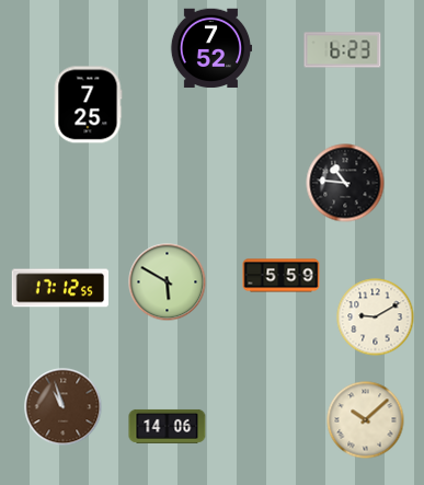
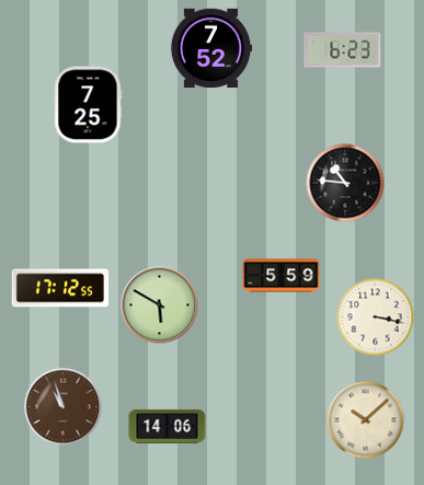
clock at (168, 282) position: (168, 282) -> (160, 305)
clock at (376, 317): 9:10 -> 3:17
